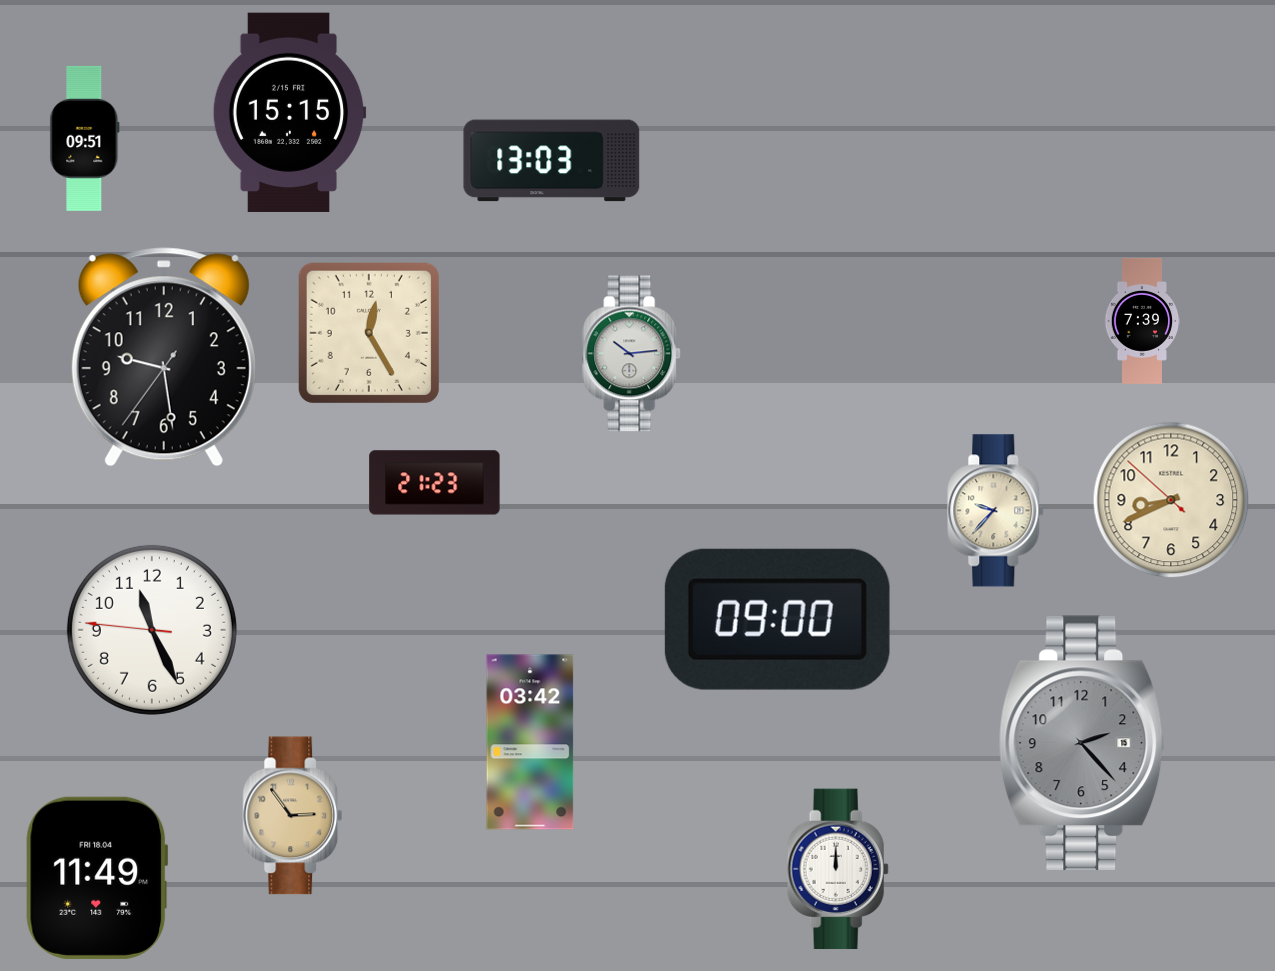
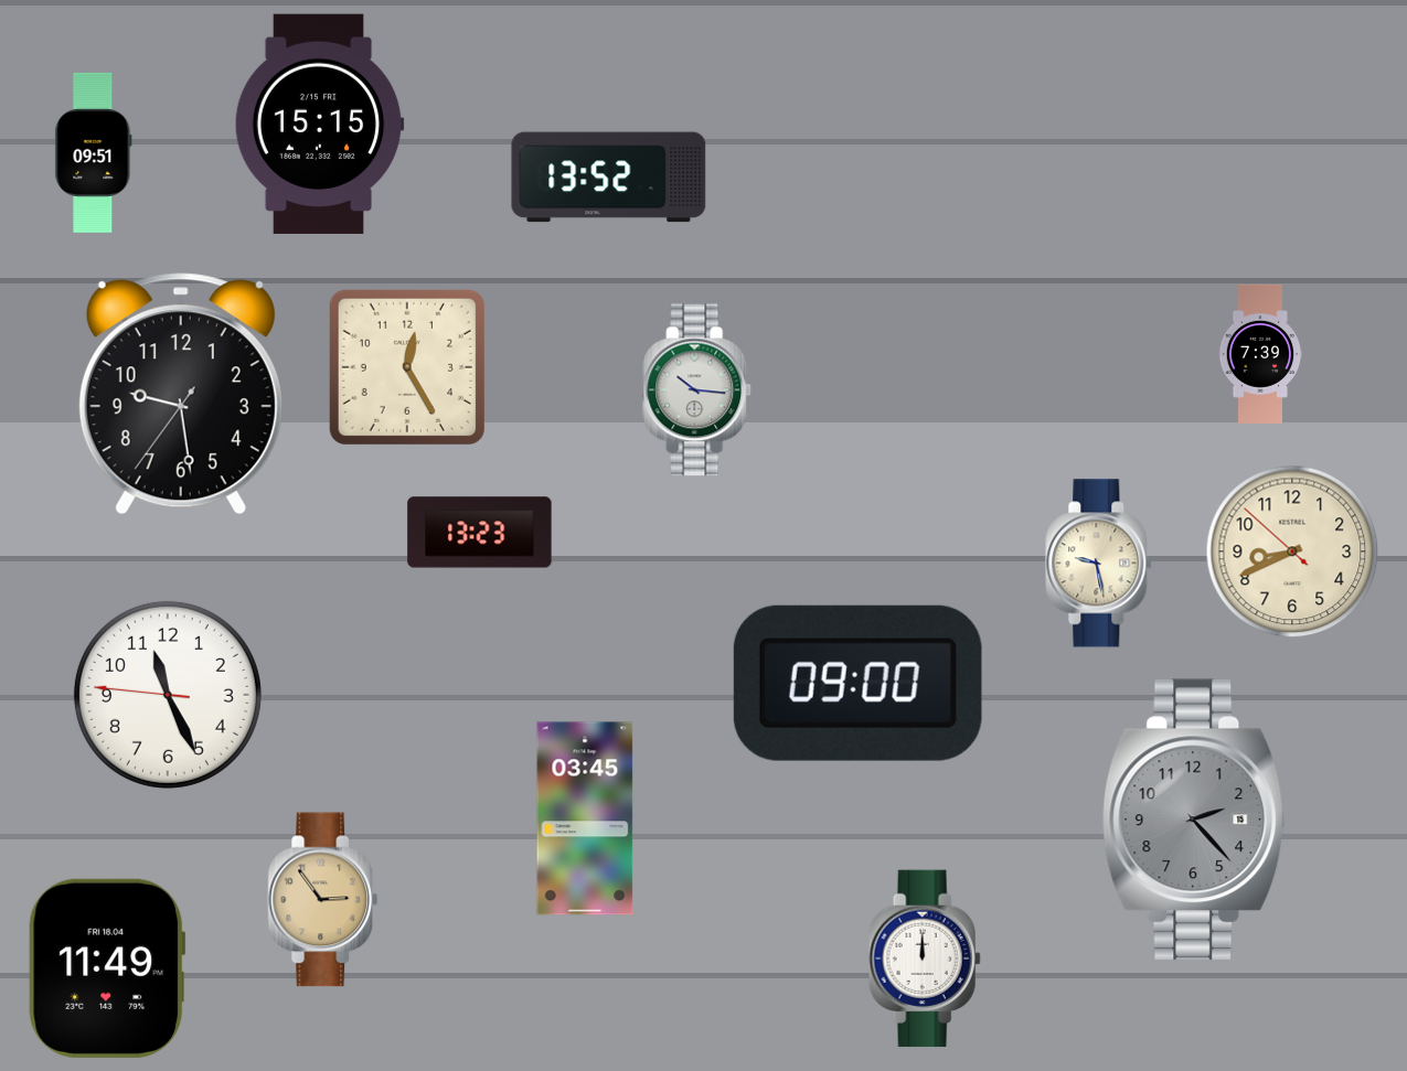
clock at (552, 161): 13:03 -> 13:52
clock at (632, 354): 10:14 -> 10:16
clock at (435, 483): 21:23 -> 13:23
clock at (996, 511): 9:37 -> 9:28
clock at (530, 742): 03:42 -> 03:45
